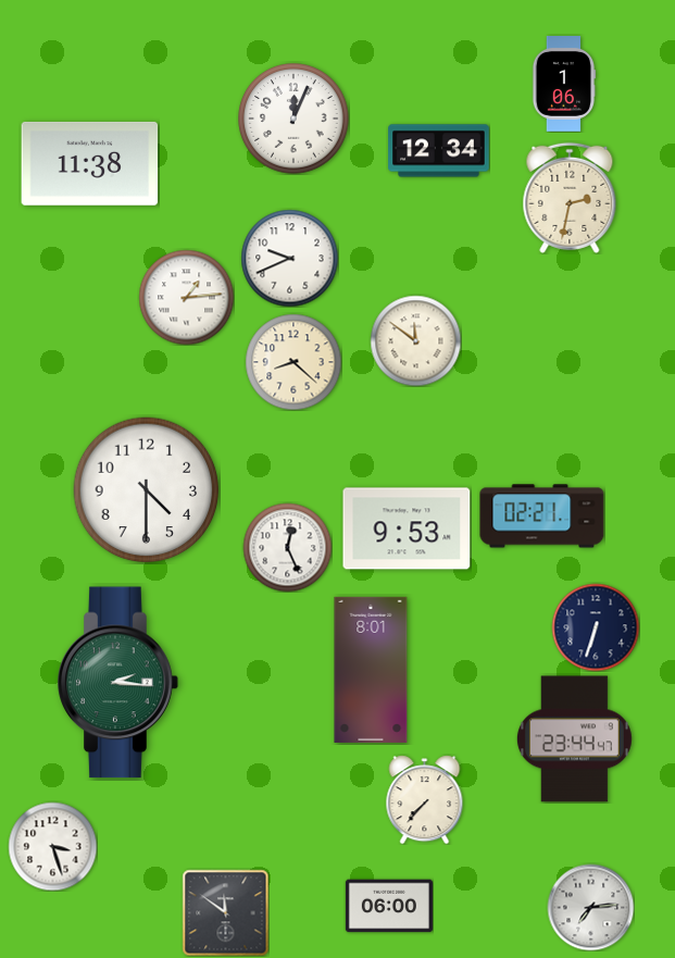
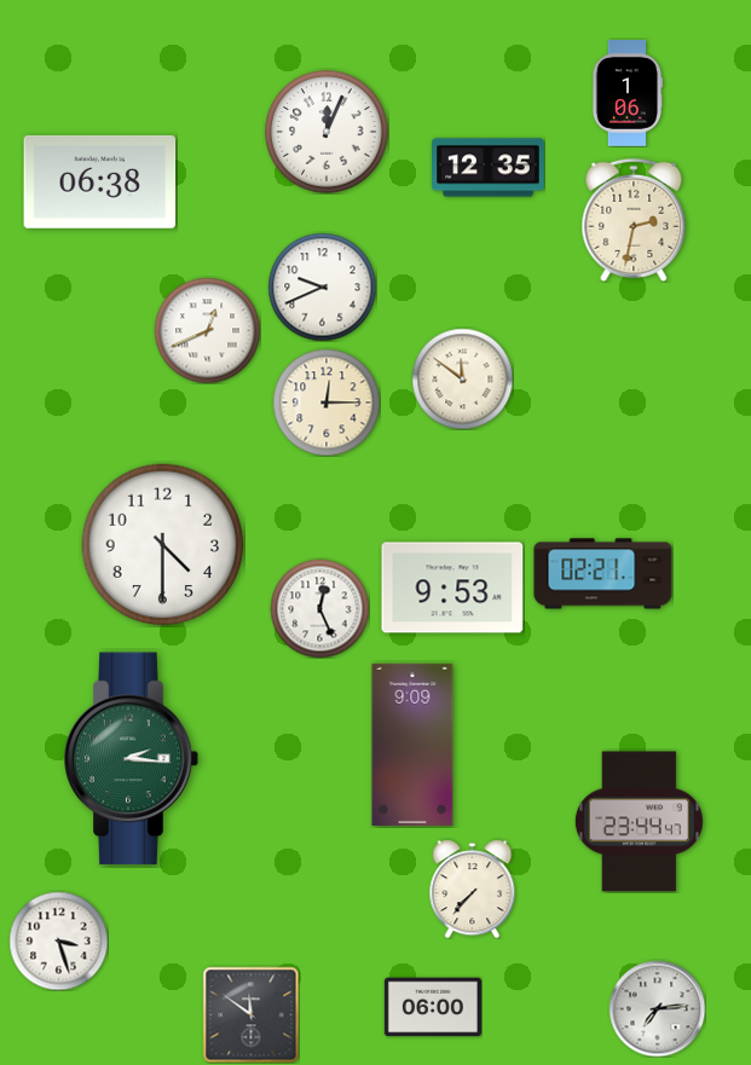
clock at (439, 151): 12:34 -> 12:35
clock at (90, 163): 11:38 -> 06:38
clock at (186, 297): 1:14 -> 12:41
clock at (293, 362): 8:22 -> 12:15
clock at (596, 627): 6:33 -> none
clock at (371, 670): 8:01 -> 9:09
